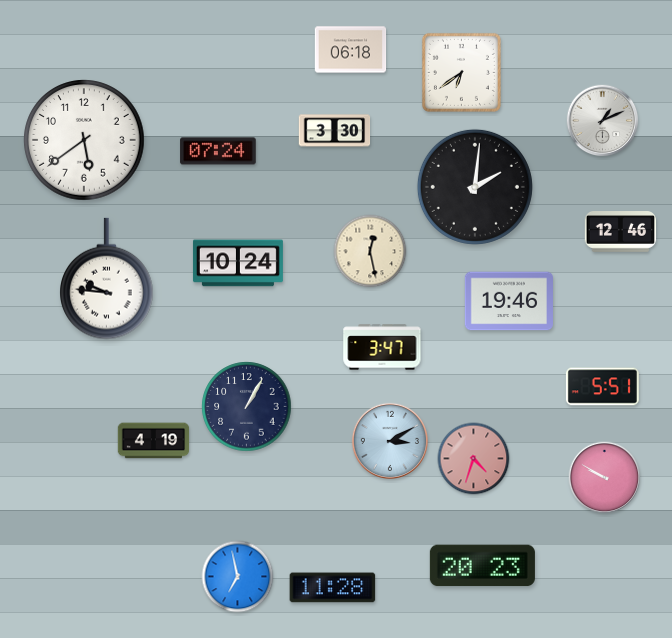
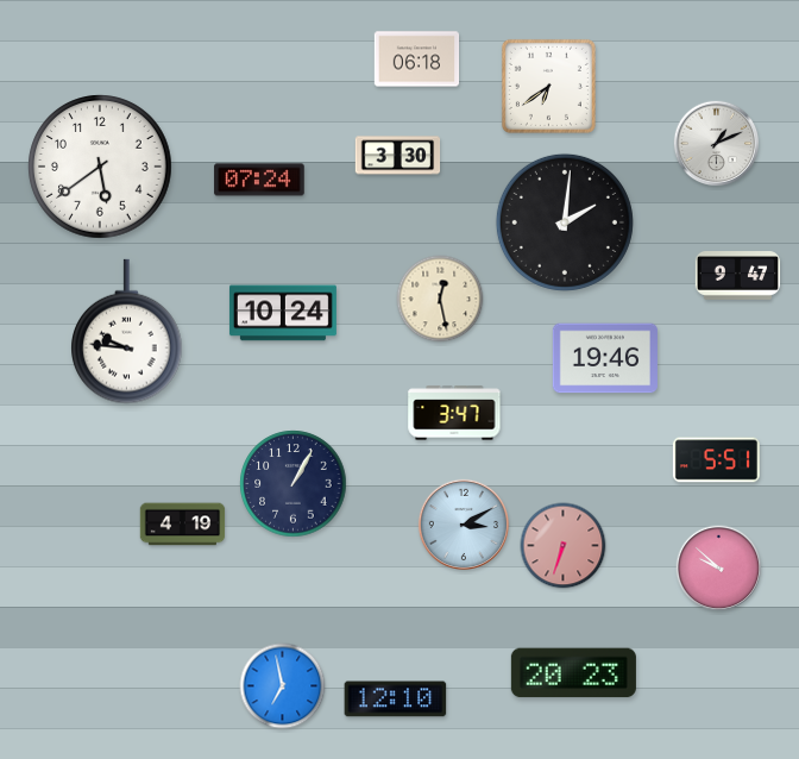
clock at (621, 232): 12:46 -> 9:47
clock at (474, 459): 4:33 -> 6:33
clock at (605, 478): 9:50 -> 9:52
clock at (333, 588): 11:28 -> 12:10
